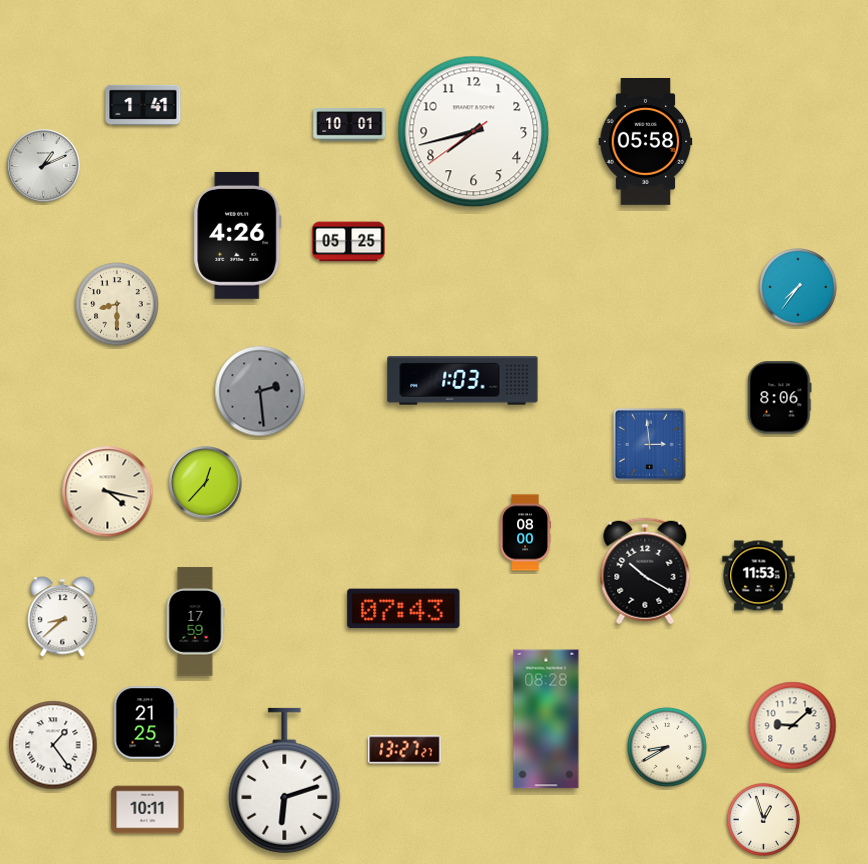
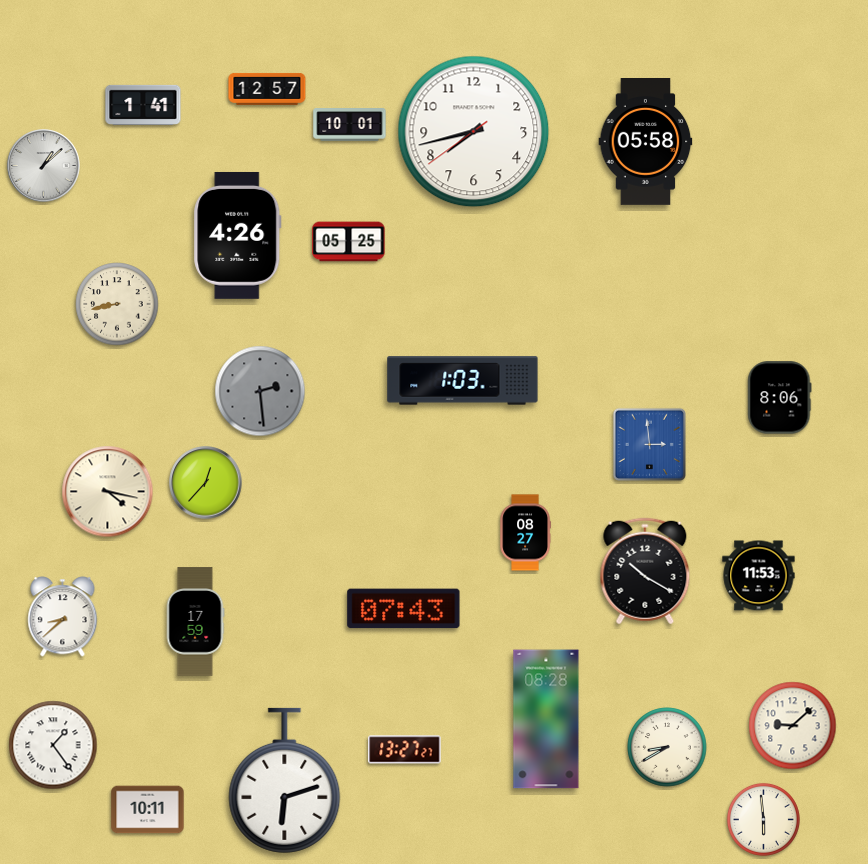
clock at (267, 89): none -> 12:57
clock at (44, 166): 1:11 -> 1:08
clock at (798, 287): 7:36 -> none
clock at (117, 304): 8:30 -> 8:43
clock at (525, 533): 08:00 -> 08:27
clock at (145, 723): 21:25 -> none
clock at (763, 819): 12:57 -> 5:59
